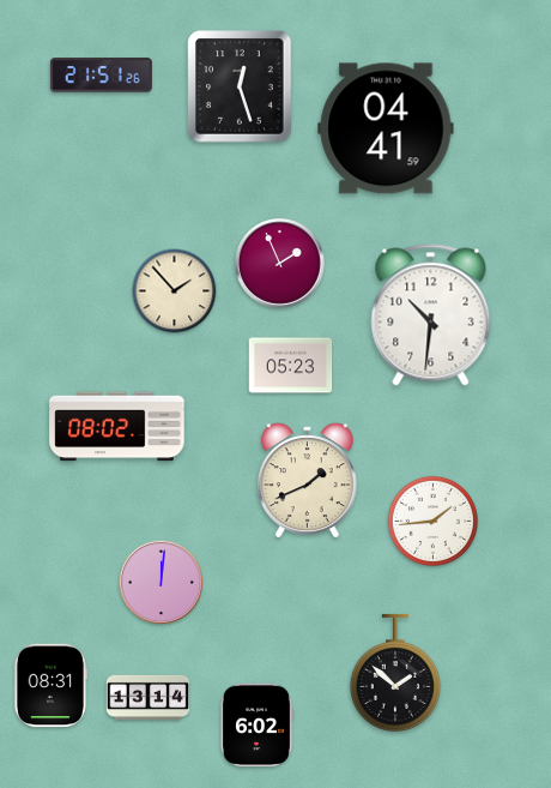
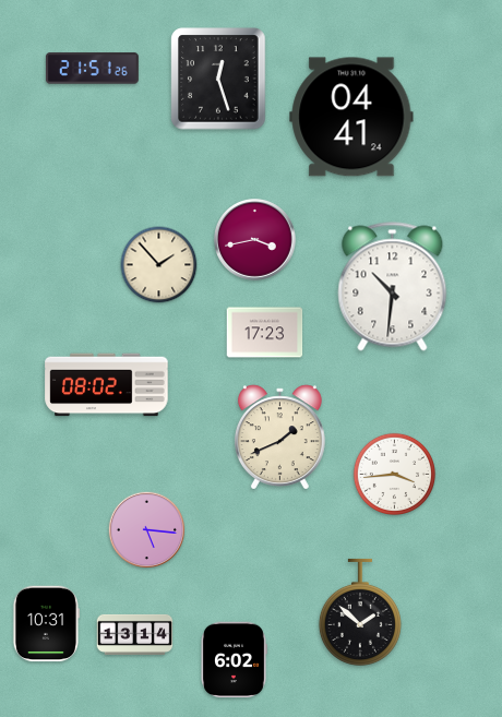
clock at (386, 128): 04:41:59 -> 04:41:24
clock at (280, 264): 1:56 -> 3:43
clock at (291, 366): 05:23 -> 17:23
clock at (117, 427) position: (117, 427) -> (107, 385)
clock at (432, 521): 1:44 -> 3:44
clock at (162, 583): 12:01 -> 5:16
clock at (49, 686): 08:31 -> 10:31
